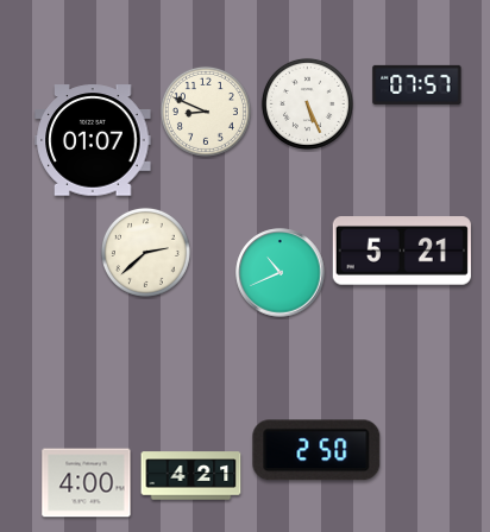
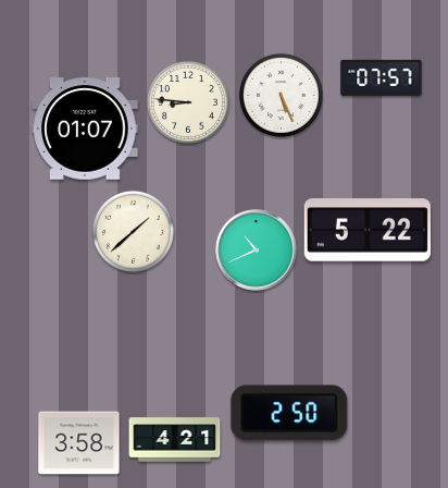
clock at (206, 112): 8:49 -> 8:46
clock at (402, 251): 5:21 -> 5:22
clock at (145, 252): 2:38 -> 1:38
clock at (191, 476) position: (191, 476) -> (175, 440)
clock at (87, 483): 4:00 -> 3:58
